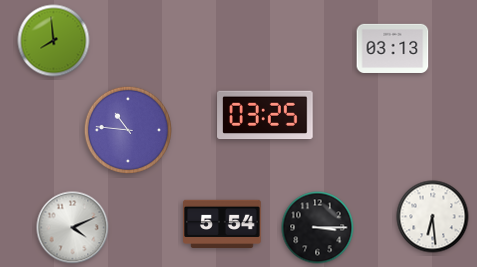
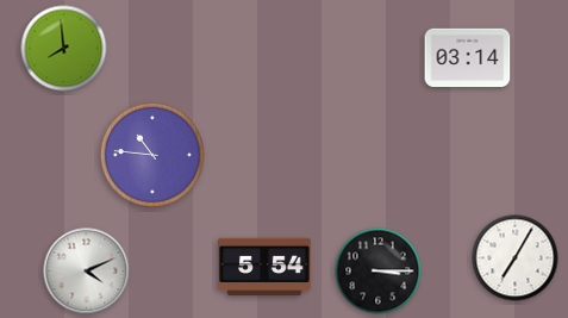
clock at (393, 48): 03:13 -> 03:14
clock at (265, 115): 03:25 -> none
clock at (433, 217): 6:29 -> 7:05
